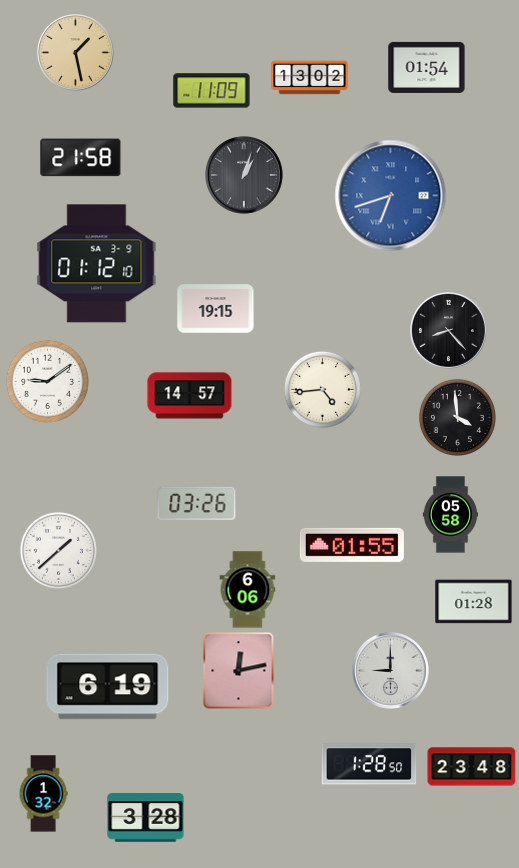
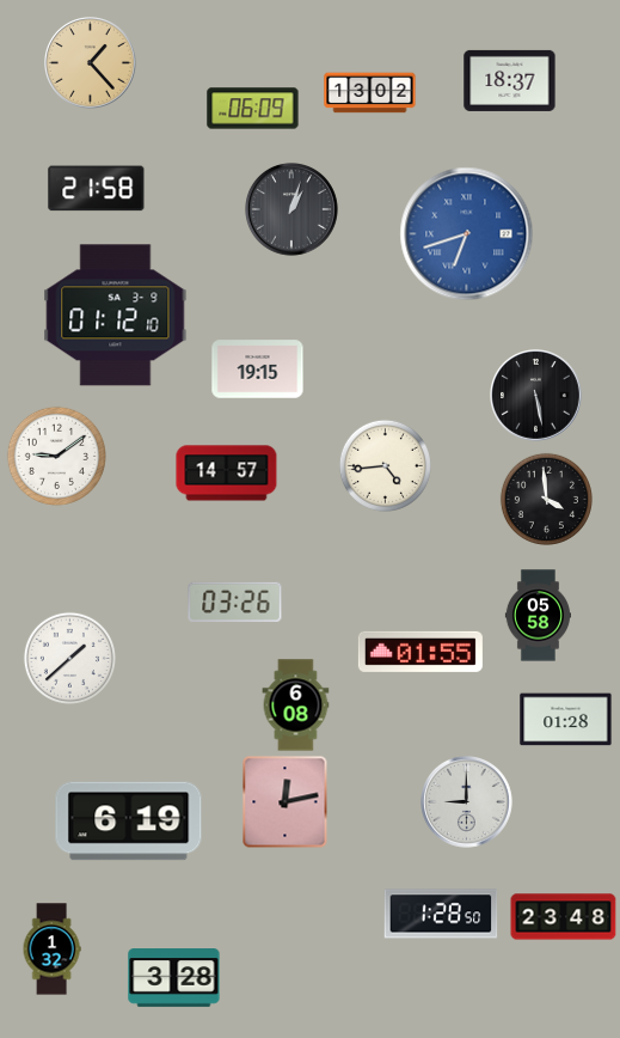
clock at (76, 53): 1:28 -> 1:23
clock at (427, 67): 01:54 -> 18:37
clock at (212, 91): 11:09 -> 06:09
clock at (449, 331): 8:23 -> 5:28
clock at (248, 590): 6:06 -> 6:08
